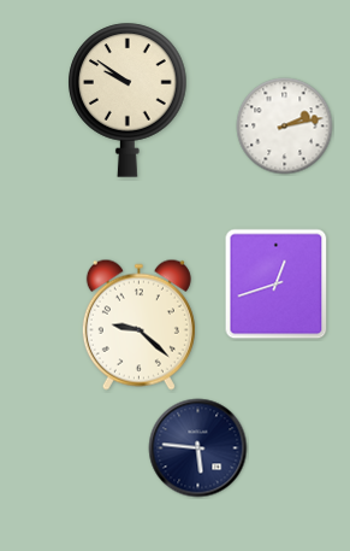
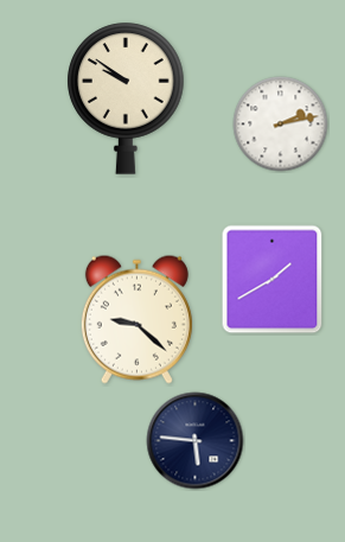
clock at (277, 285): 12:42 -> 1:40
